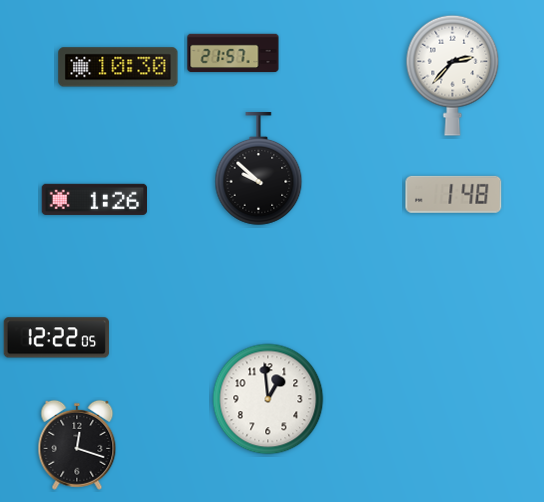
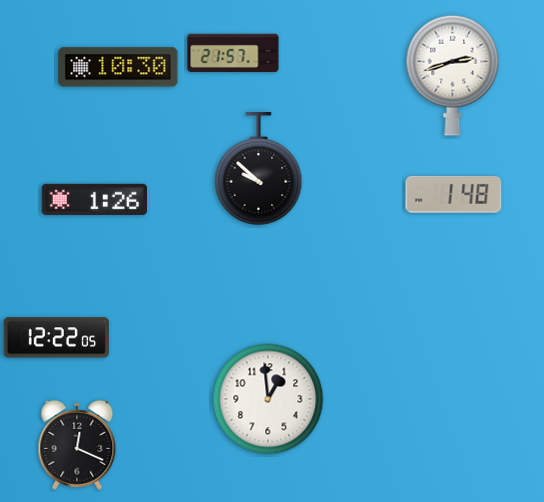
clock at (453, 75): 2:37 -> 2:42
clock at (77, 445): 12:18 -> 12:19
